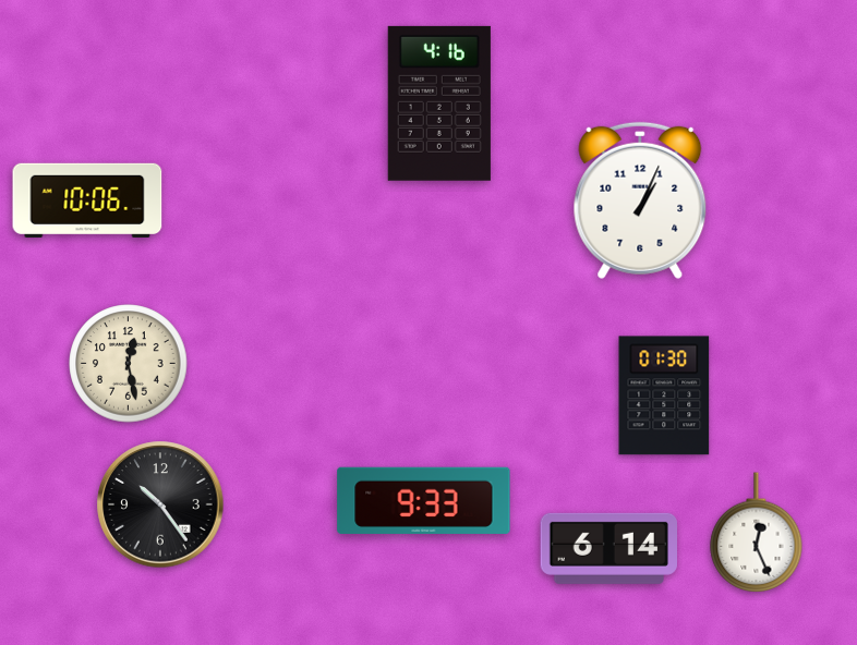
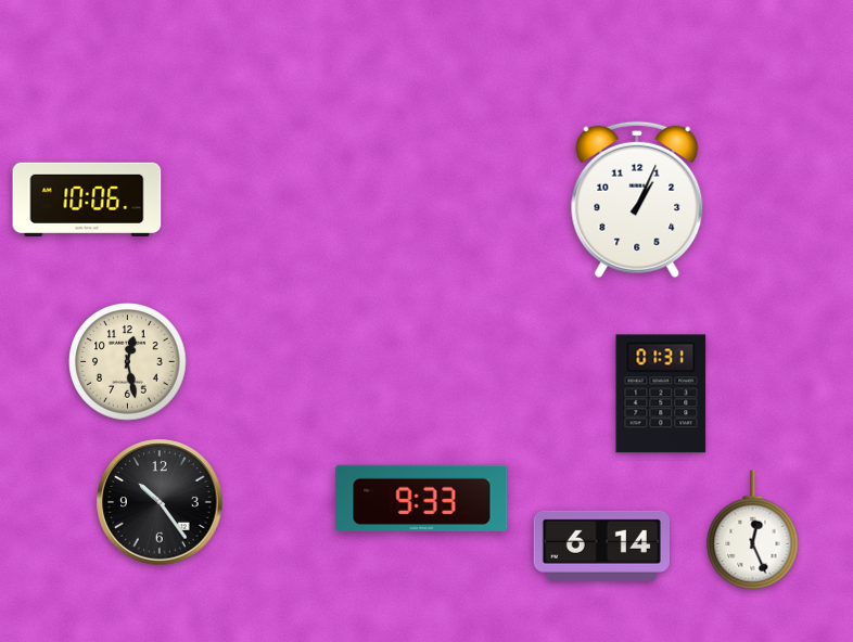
clock at (439, 104): 4:16 -> none
clock at (664, 395): 01:30 -> 01:31
clock at (608, 548) position: (608, 548) -> (601, 545)
